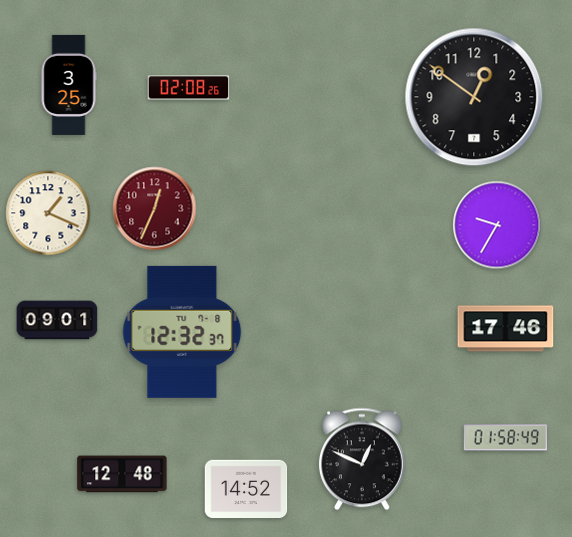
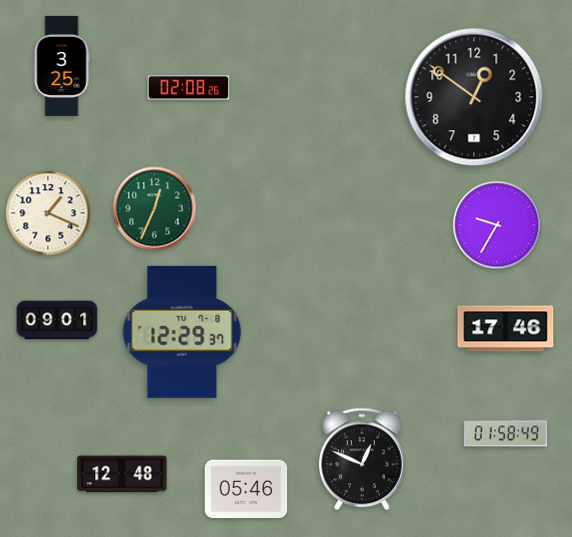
clock at (69, 85) position: (69, 85) -> (62, 66)
clock at (155, 209) dial: burgundy -> green
clock at (182, 332): 12:32 -> 12:29
clock at (505, 438) position: (505, 438) -> (505, 434)
clock at (246, 489): 14:52 -> 05:46
